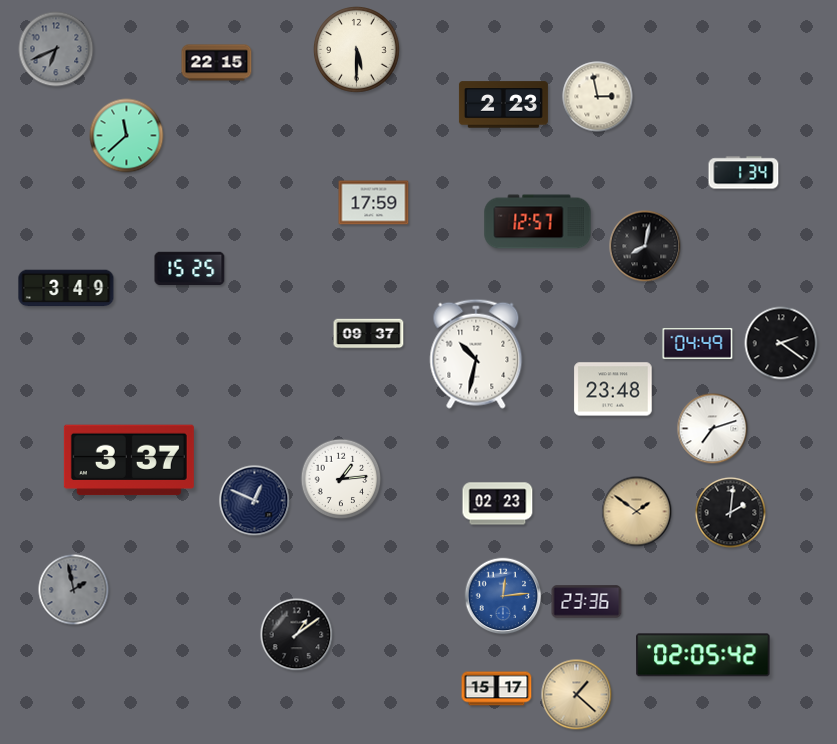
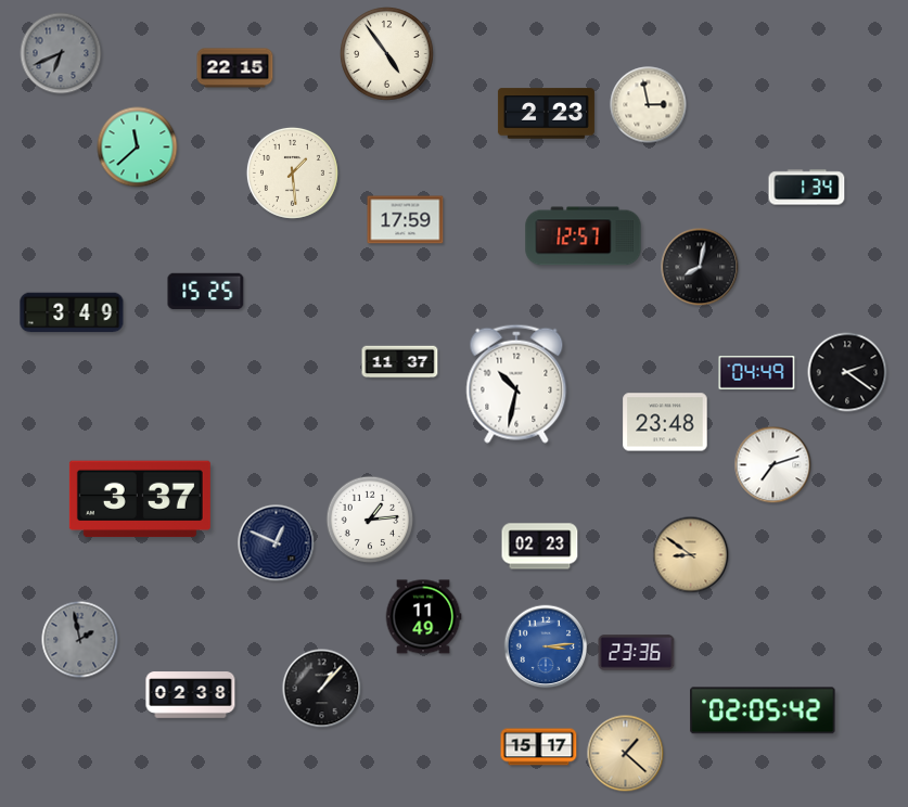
clock at (357, 50): 5:30 -> 4:54
clock at (292, 172): none -> 1:29
clock at (538, 222) position: (538, 222) -> (584, 236)
clock at (369, 334): 09:37 -> 11:37
clock at (637, 512): 1:51 -> 8:51
clock at (731, 513): 2:01 -> none
clock at (423, 617): none -> 11:49
clock at (503, 596): 12:14 -> 3:14
clock at (297, 635): 1:09 -> 1:07
clock at (191, 695): none -> 02:38
